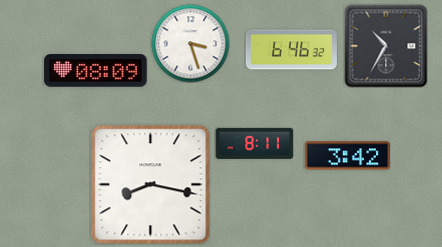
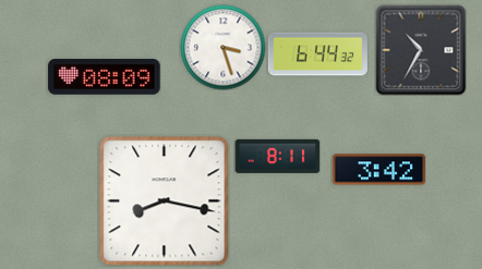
clock at (190, 43) position: (190, 43) -> (222, 47)
clock at (291, 50): 6:46 -> 6:44
